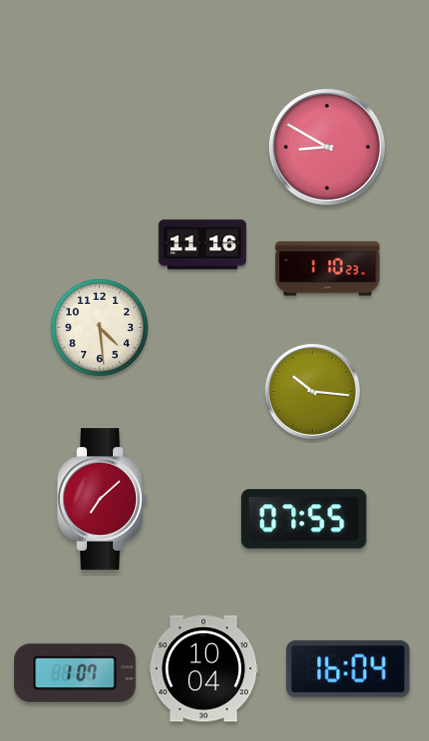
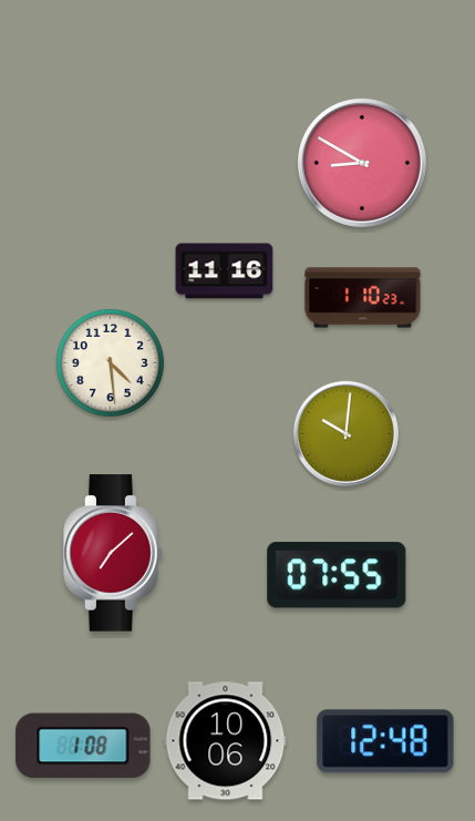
clock at (312, 391): 10:16 -> 10:01
clock at (204, 669): 10:04 -> 10:06
clock at (348, 669): 16:04 -> 12:48
clock at (75, 673): 1:07 -> 1:08
